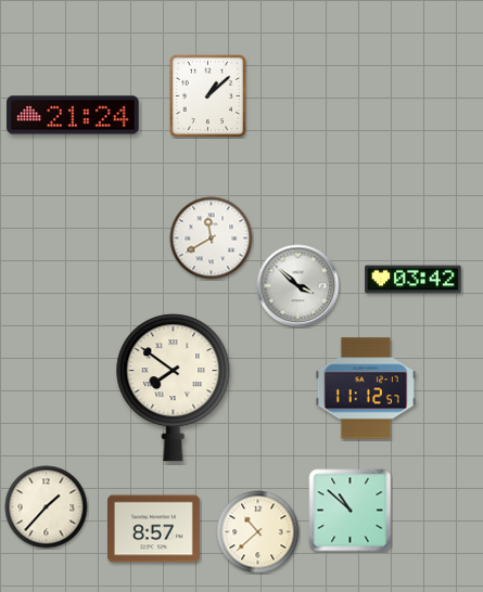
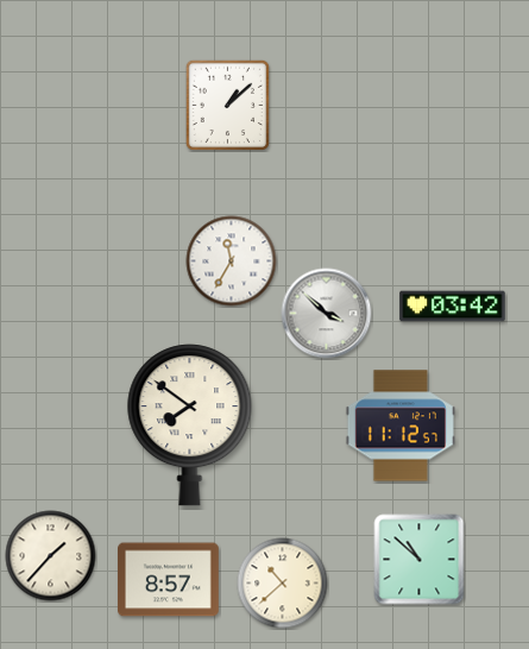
clock at (73, 115): 21:24 -> none
clock at (212, 239): 11:40 -> 11:35
clock at (351, 511) position: (351, 511) -> (420, 560)
